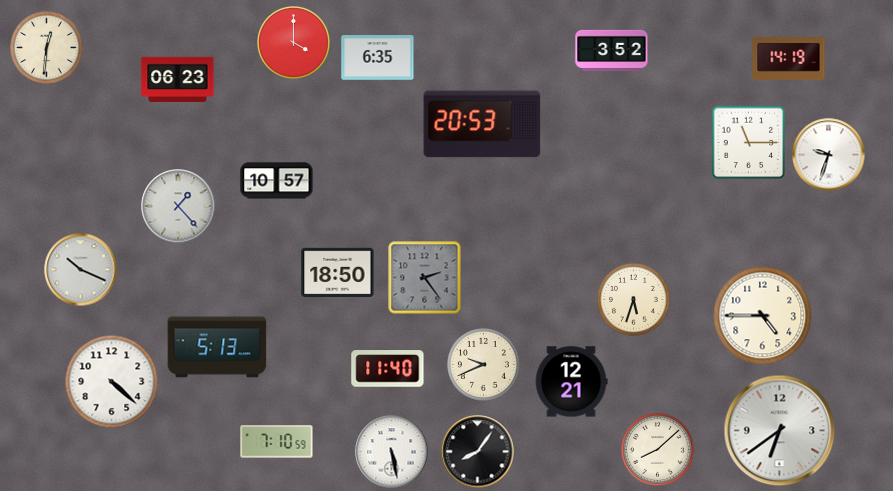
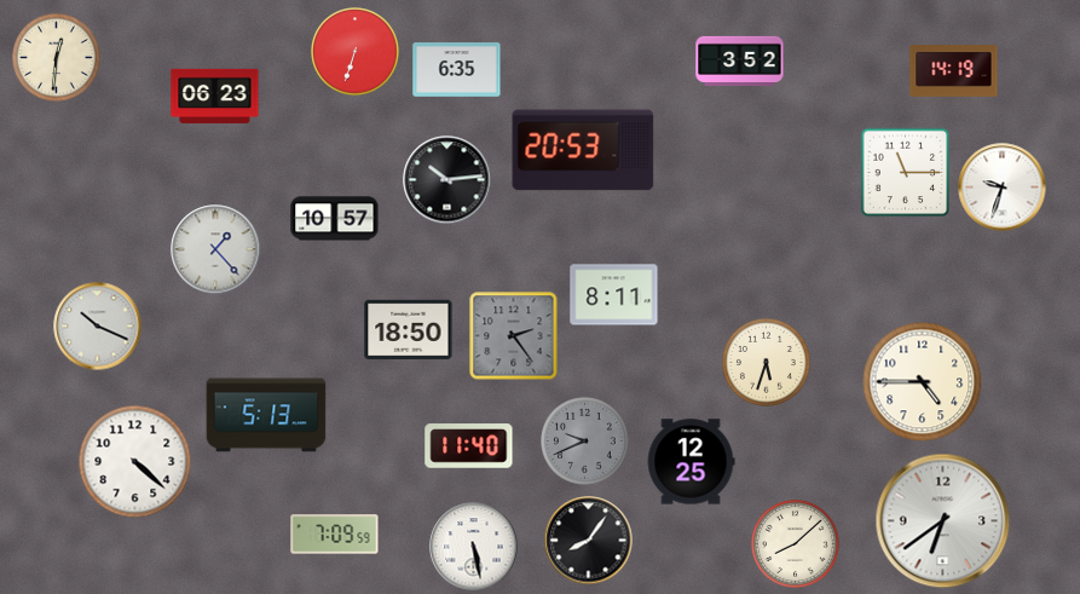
clock at (294, 43): 4:00 -> 6:33
clock at (447, 180): none -> 10:14
clock at (614, 295): none -> 8:11
clock at (217, 347) position: (217, 347) -> (266, 415)
clock at (484, 365) dial: cream -> grey
clock at (571, 382): 12:21 -> 12:25
clock at (277, 442): 7:10 -> 7:09
clock at (478, 452) position: (478, 452) -> (589, 541)
